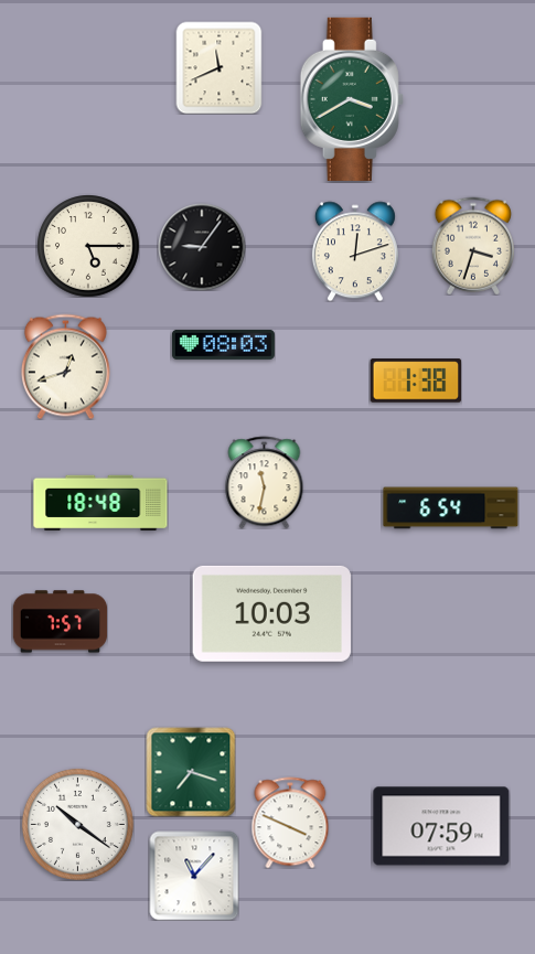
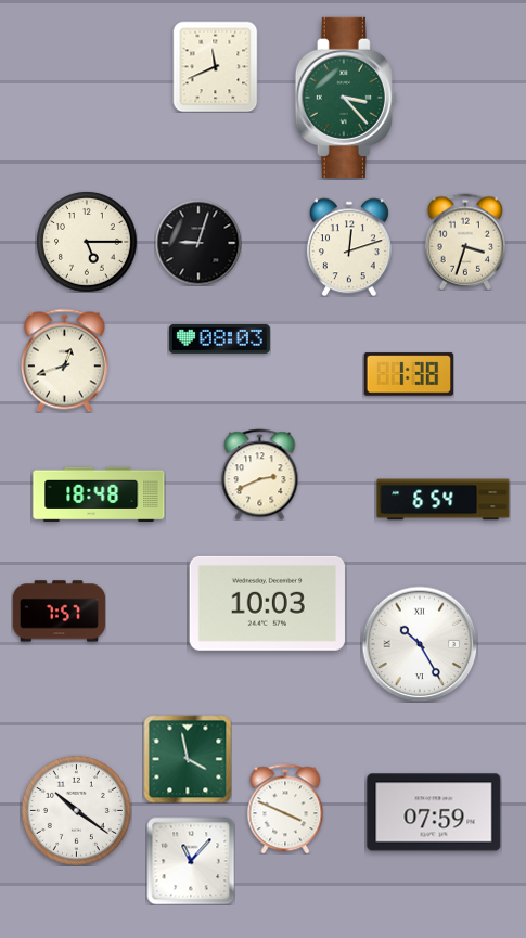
clock at (352, 99): 3:40 -> 3:23
clock at (202, 247): 9:06 -> 9:03
clock at (265, 482): 11:32 -> 2:41
clock at (420, 644): none -> 10:25
clock at (191, 772): 7:18 -> 3:58
